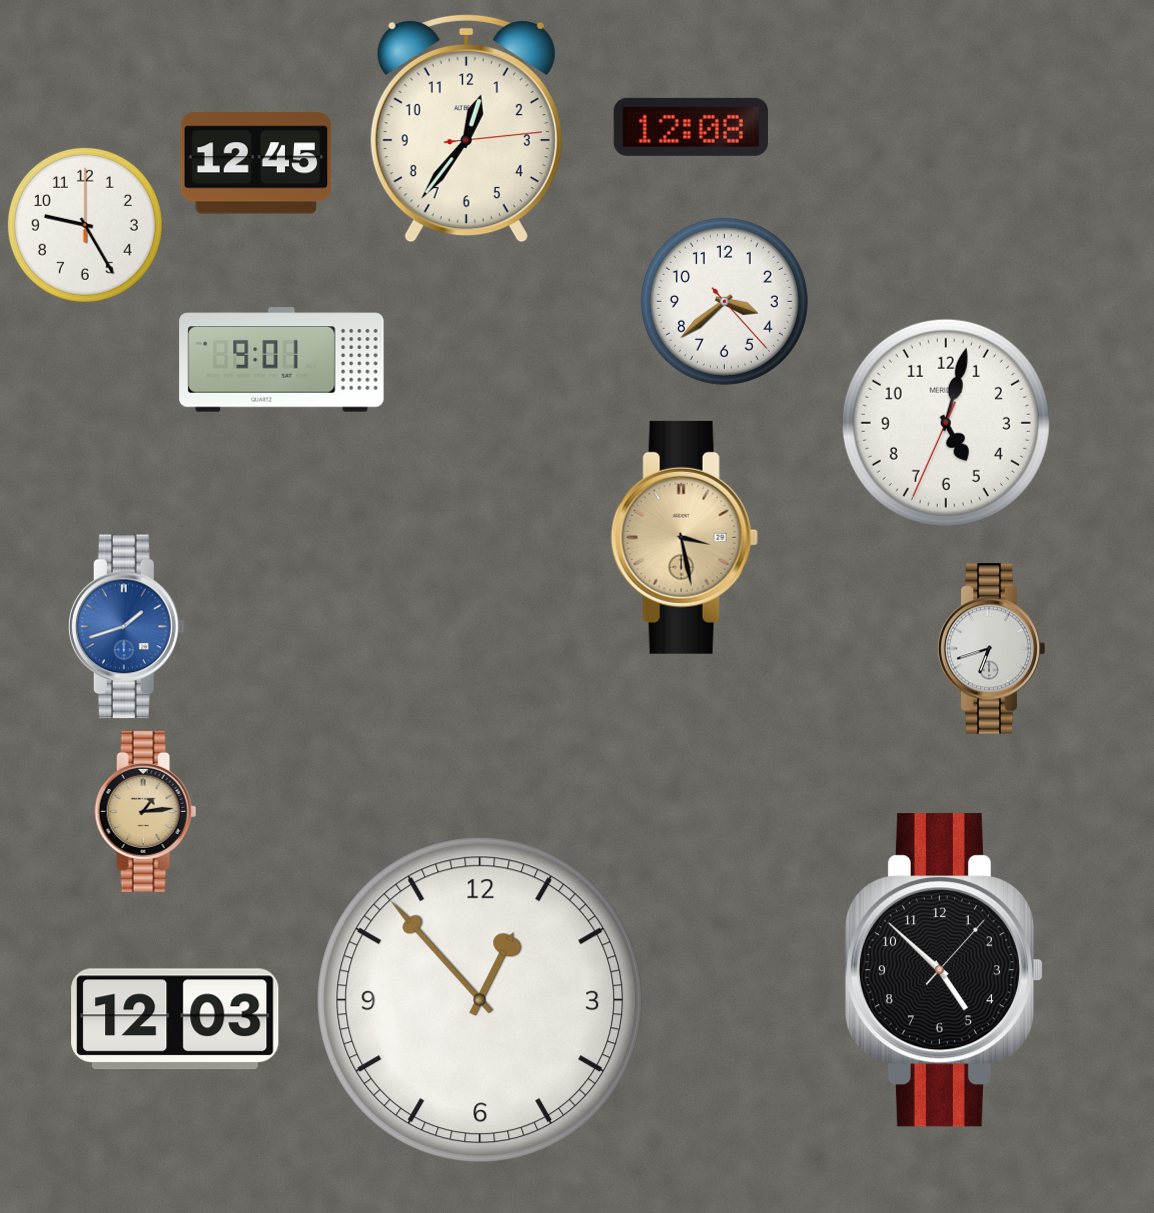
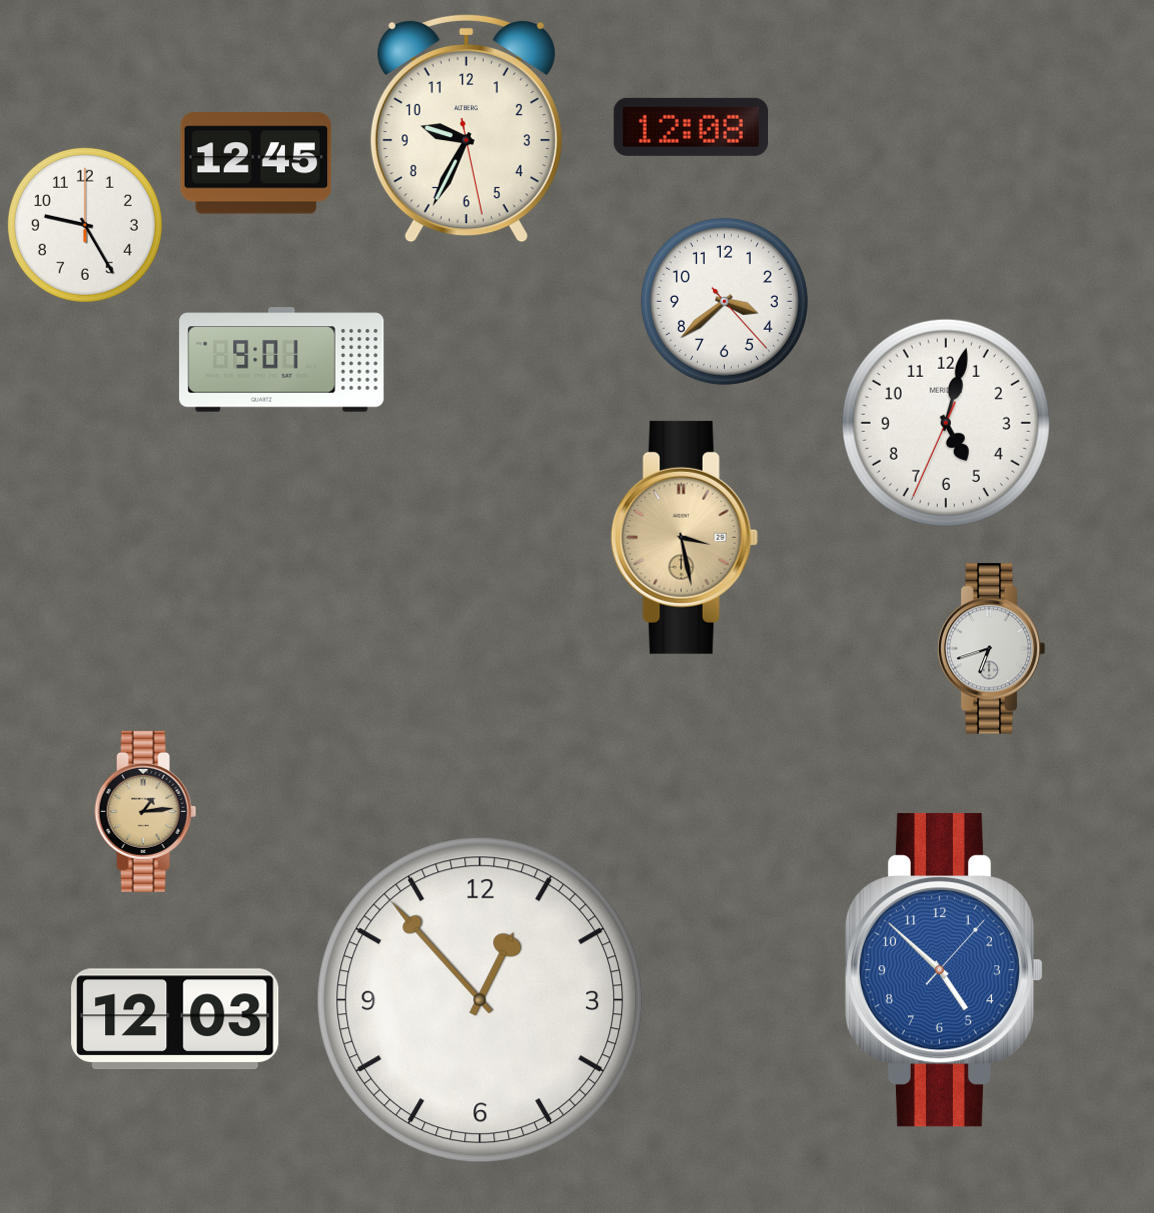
clock at (466, 128): 12:36 -> 9:34
clock at (126, 627): 1:42 -> none
clock at (943, 970) dial: black -> blue
